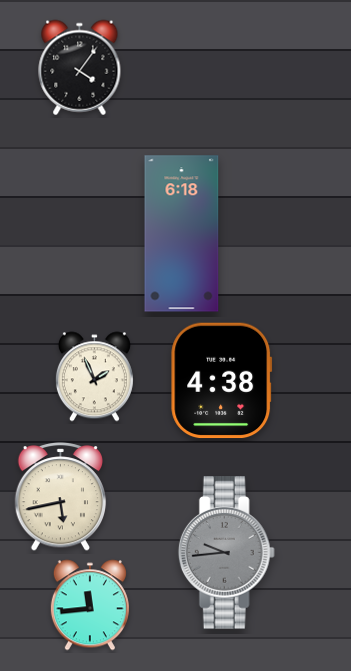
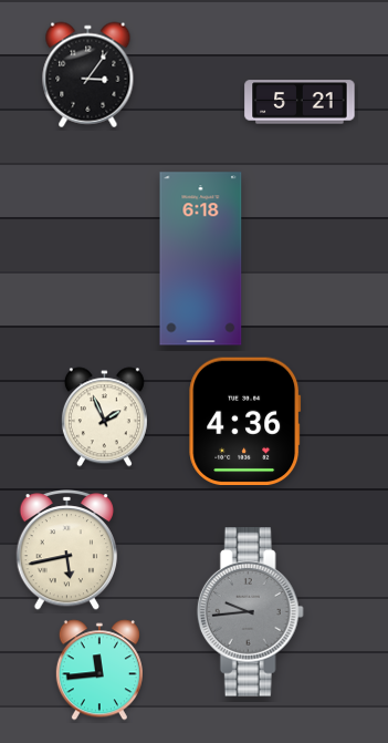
clock at (80, 68): 4:06 -> 3:06
clock at (300, 102): none -> 5:21
clock at (222, 381): 4:38 -> 4:36
